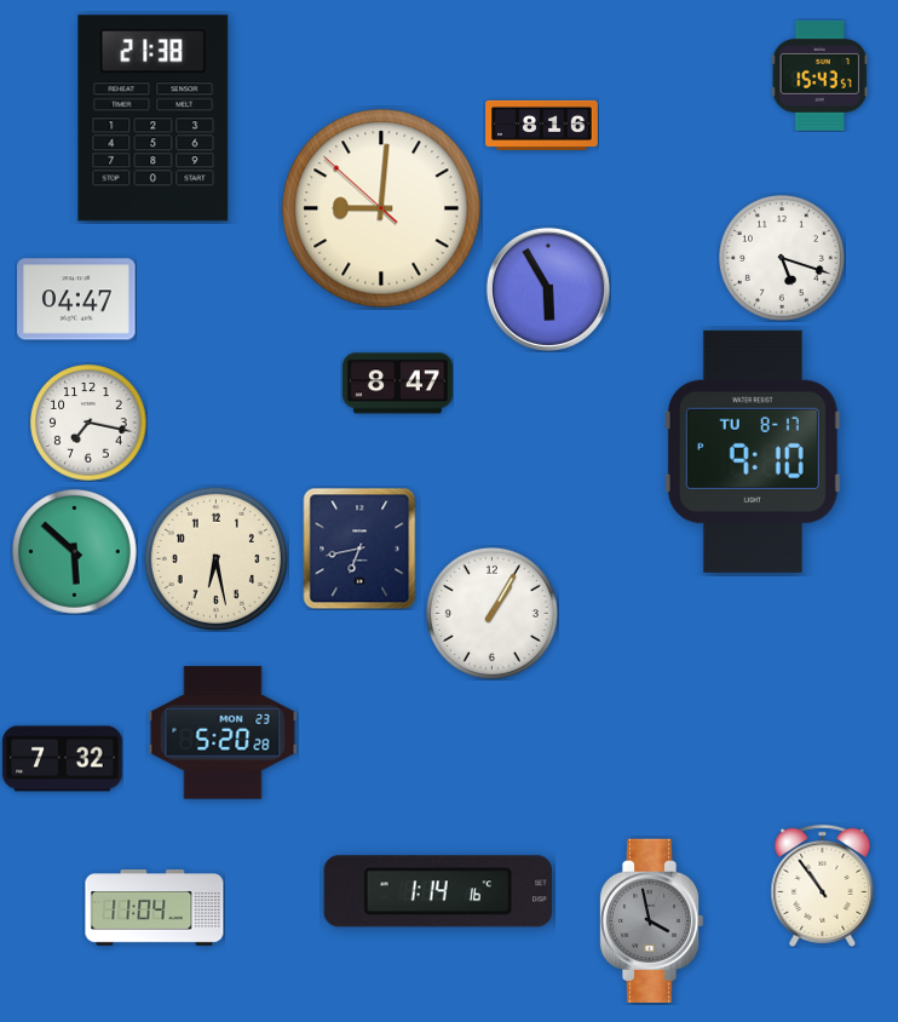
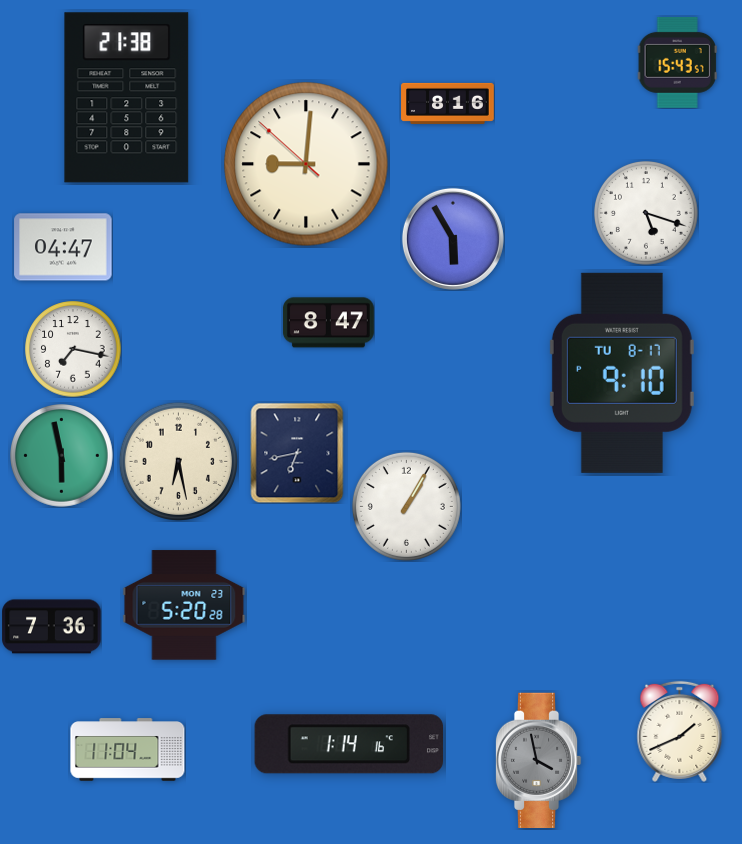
clock at (381, 208) position: (381, 208) -> (306, 164)
clock at (397, 384) position: (397, 384) -> (328, 323)
clock at (75, 552): 5:52 -> 5:58
clock at (63, 759): 7:32 -> 7:36
clock at (823, 885): 10:54 -> 1:41
clock at (437, 891) position: (437, 891) -> (348, 744)
